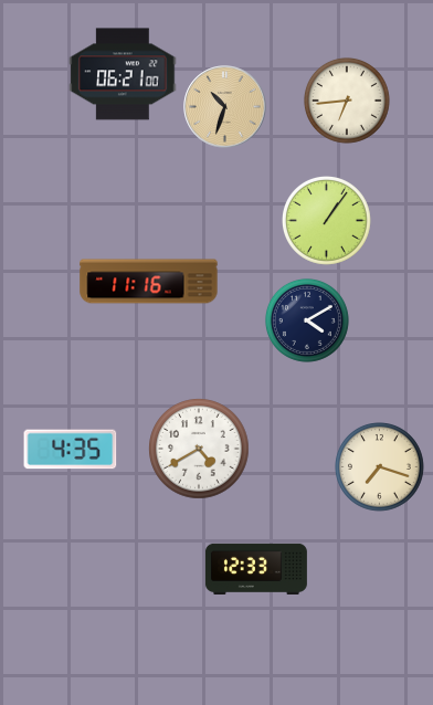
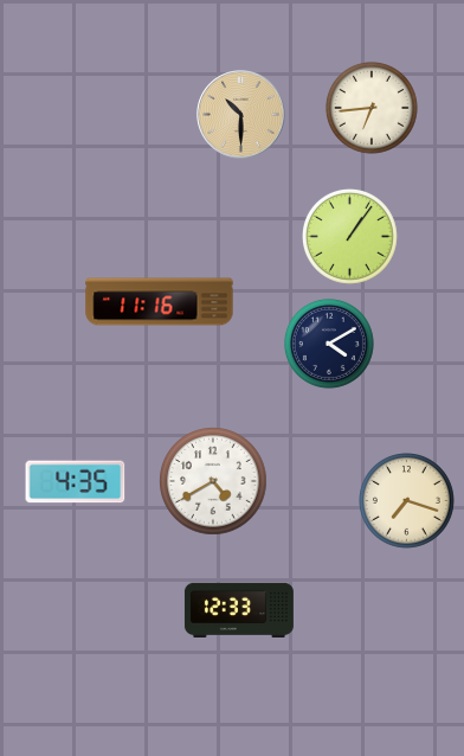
clock at (123, 74): 06:21 -> none
clock at (225, 107): 10:33 -> 10:30
clock at (256, 568) position: (256, 568) -> (239, 609)
